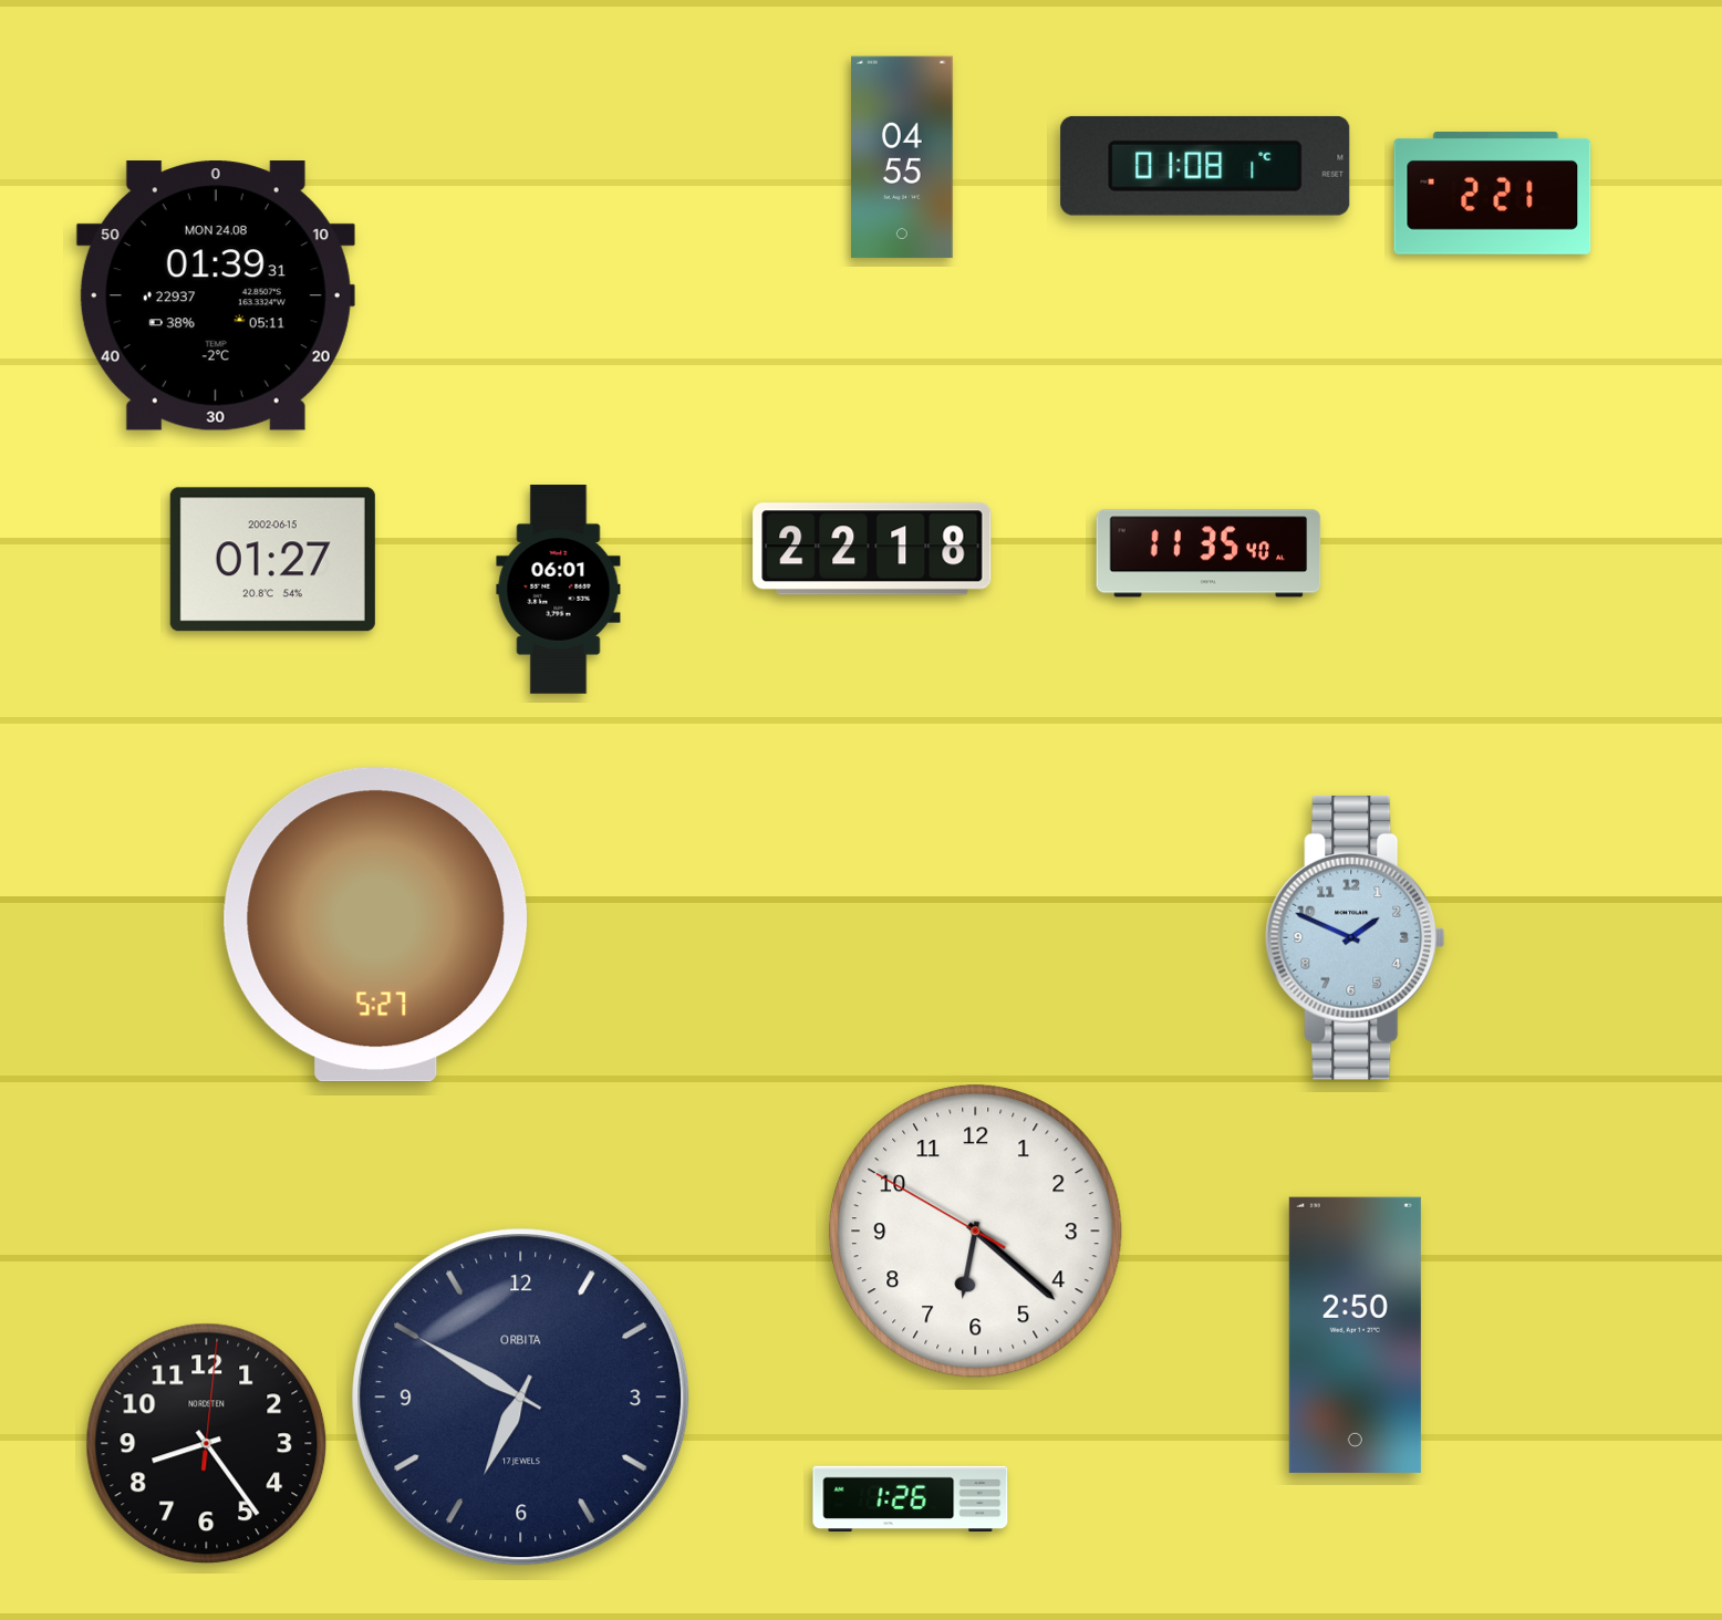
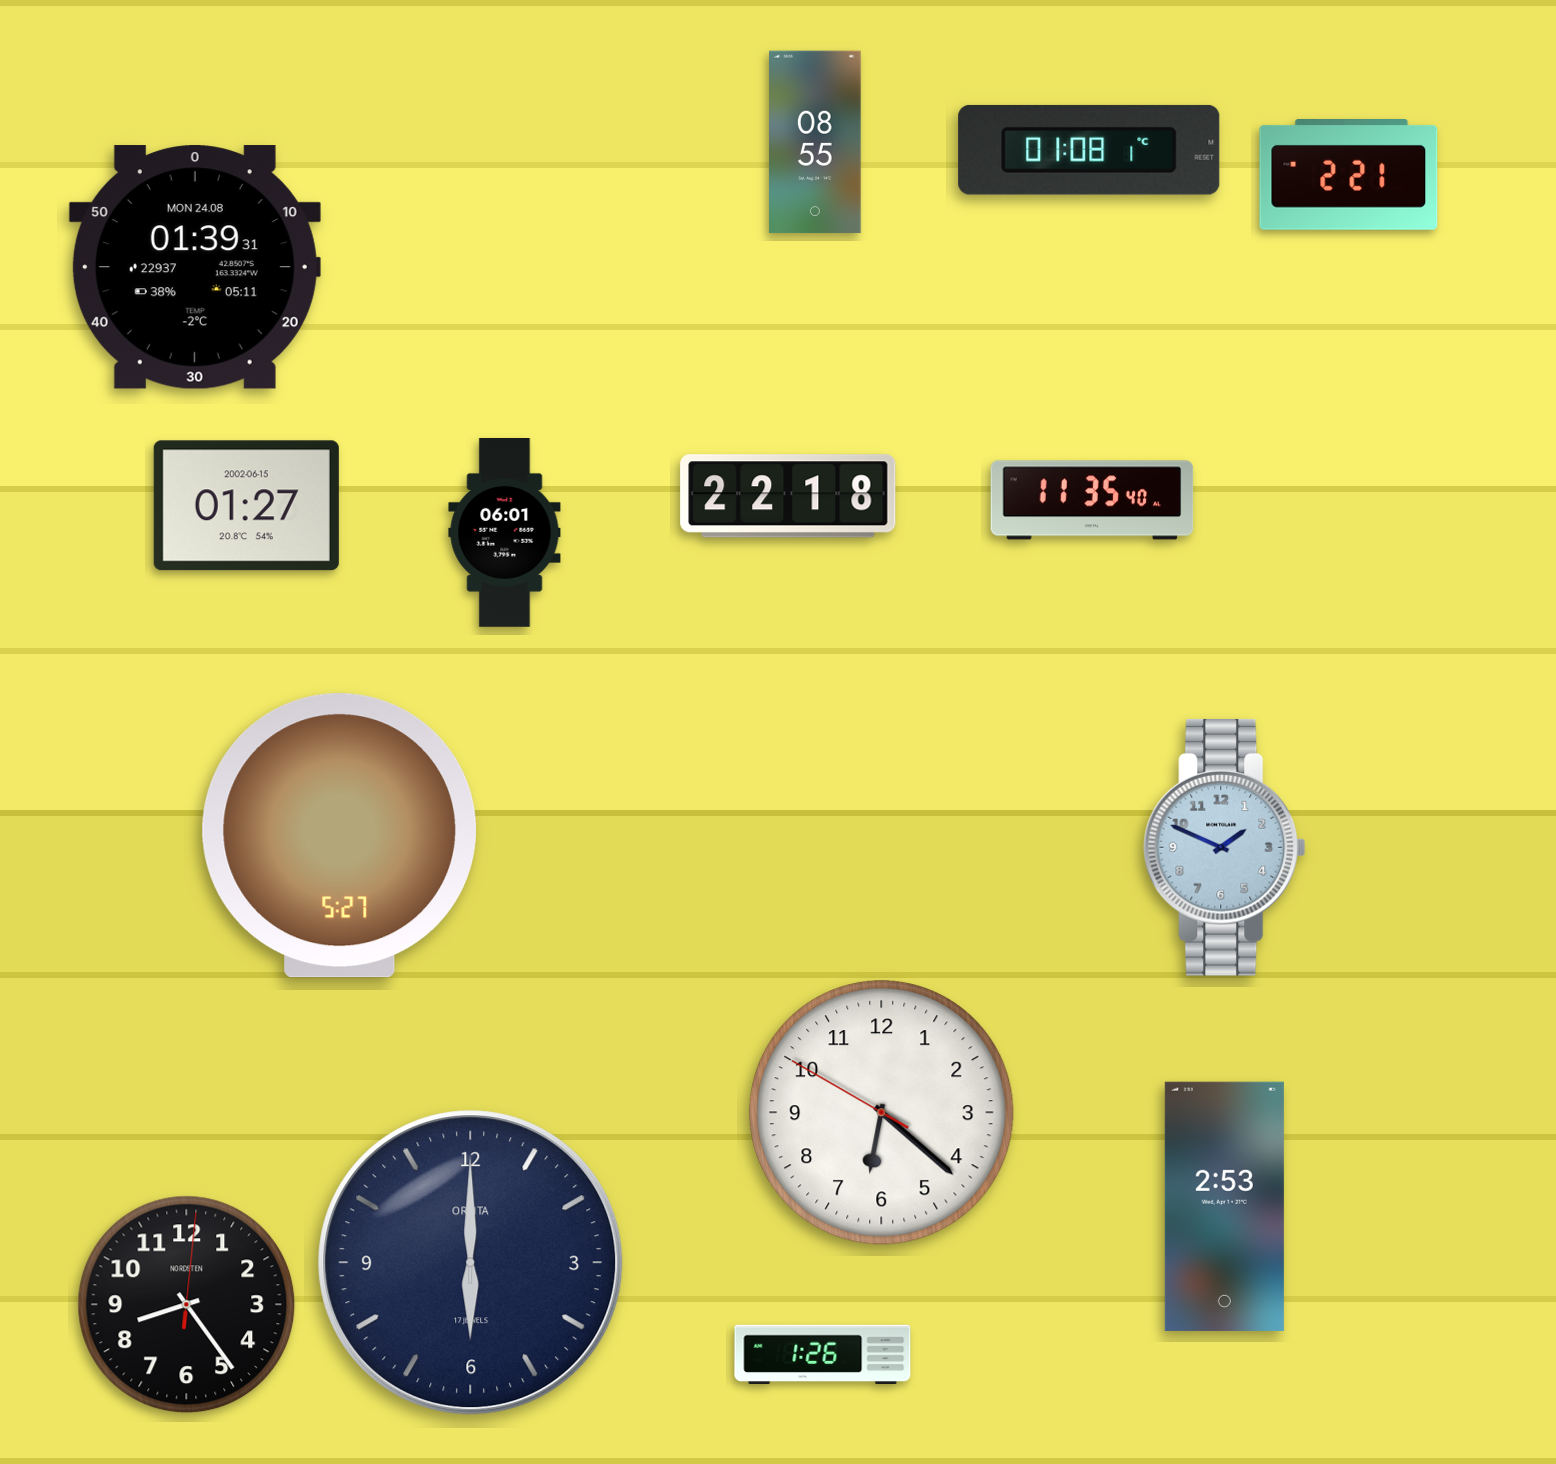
clock at (902, 157): 04:55 -> 08:55
clock at (1355, 1335): 2:50 -> 2:53
clock at (521, 1398): 6:50 -> 6:00
